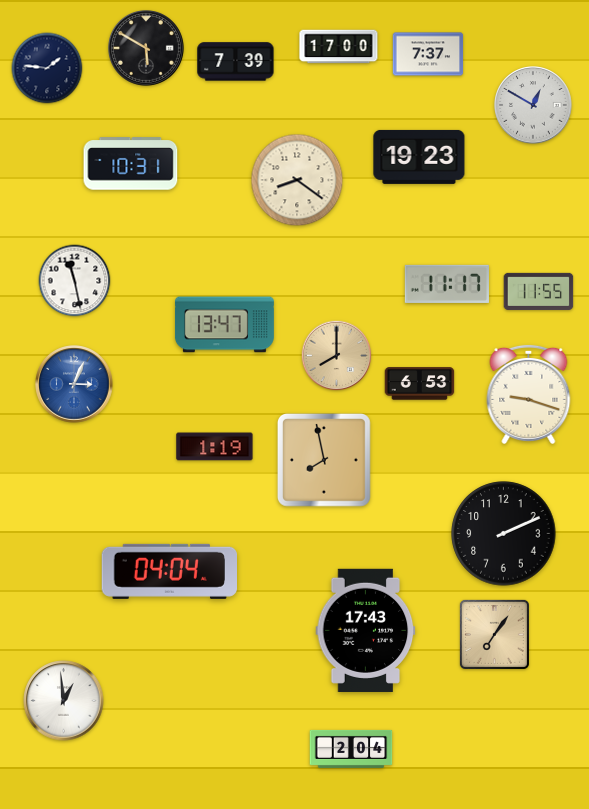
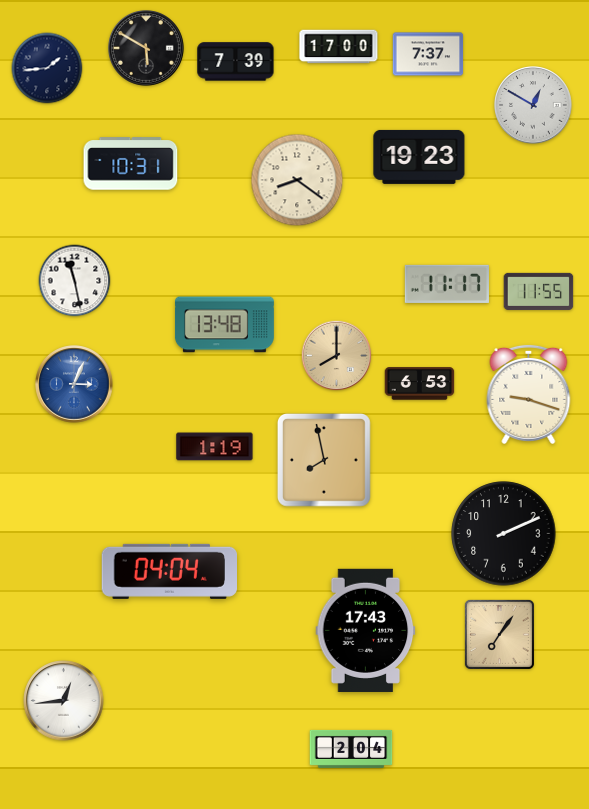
clock at (47, 68): 1:46 -> 1:44
clock at (224, 325): 13:47 -> 13:48
clock at (494, 634) position: (494, 634) -> (499, 634)
clock at (64, 701): 12:59 -> 12:44
